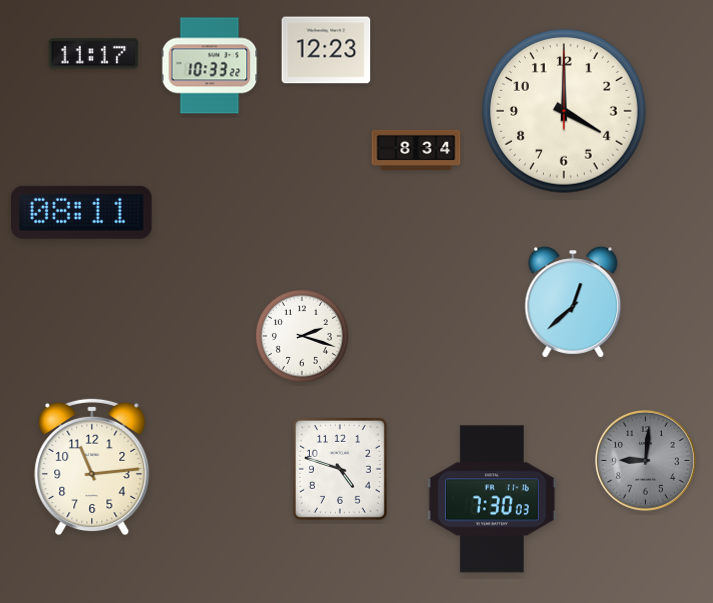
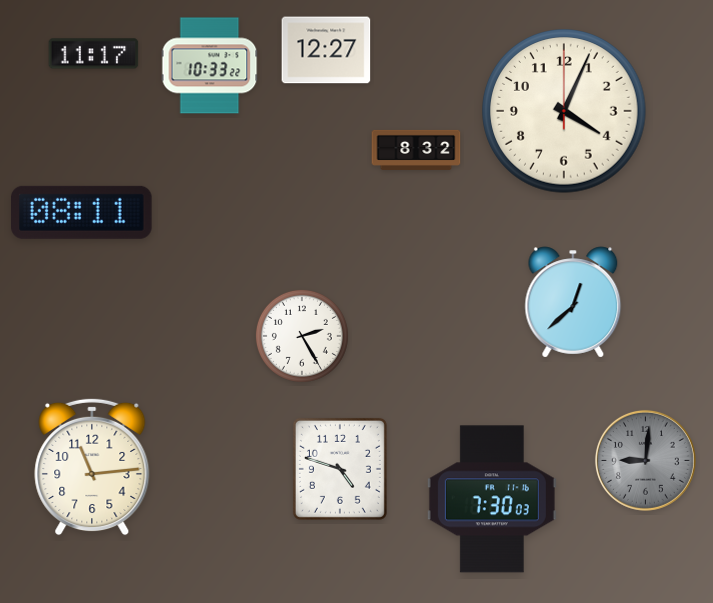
clock at (326, 50): 12:23 -> 12:27
clock at (564, 111): 4:00 -> 4:04
clock at (416, 150): 8:34 -> 8:32
clock at (302, 336): 2:18 -> 2:25
